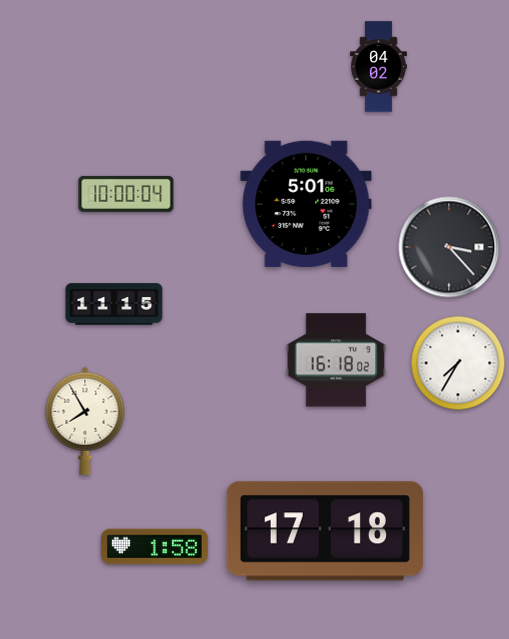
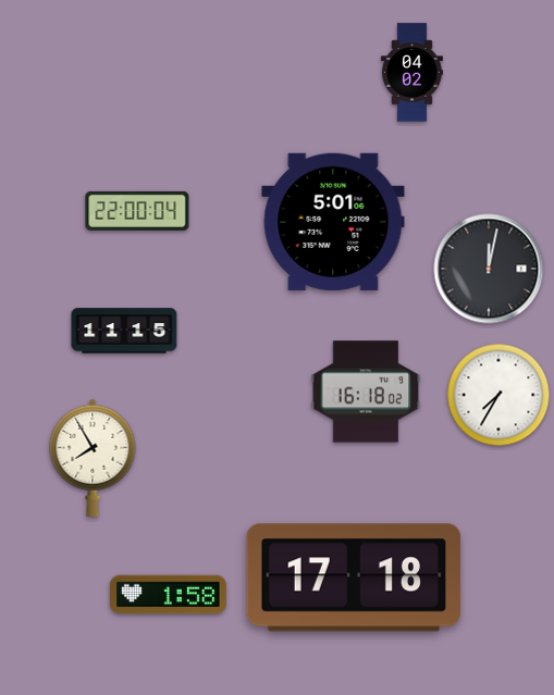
clock at (126, 194): 10:00 -> 22:00
clock at (449, 247): 3:23 -> 12:02
